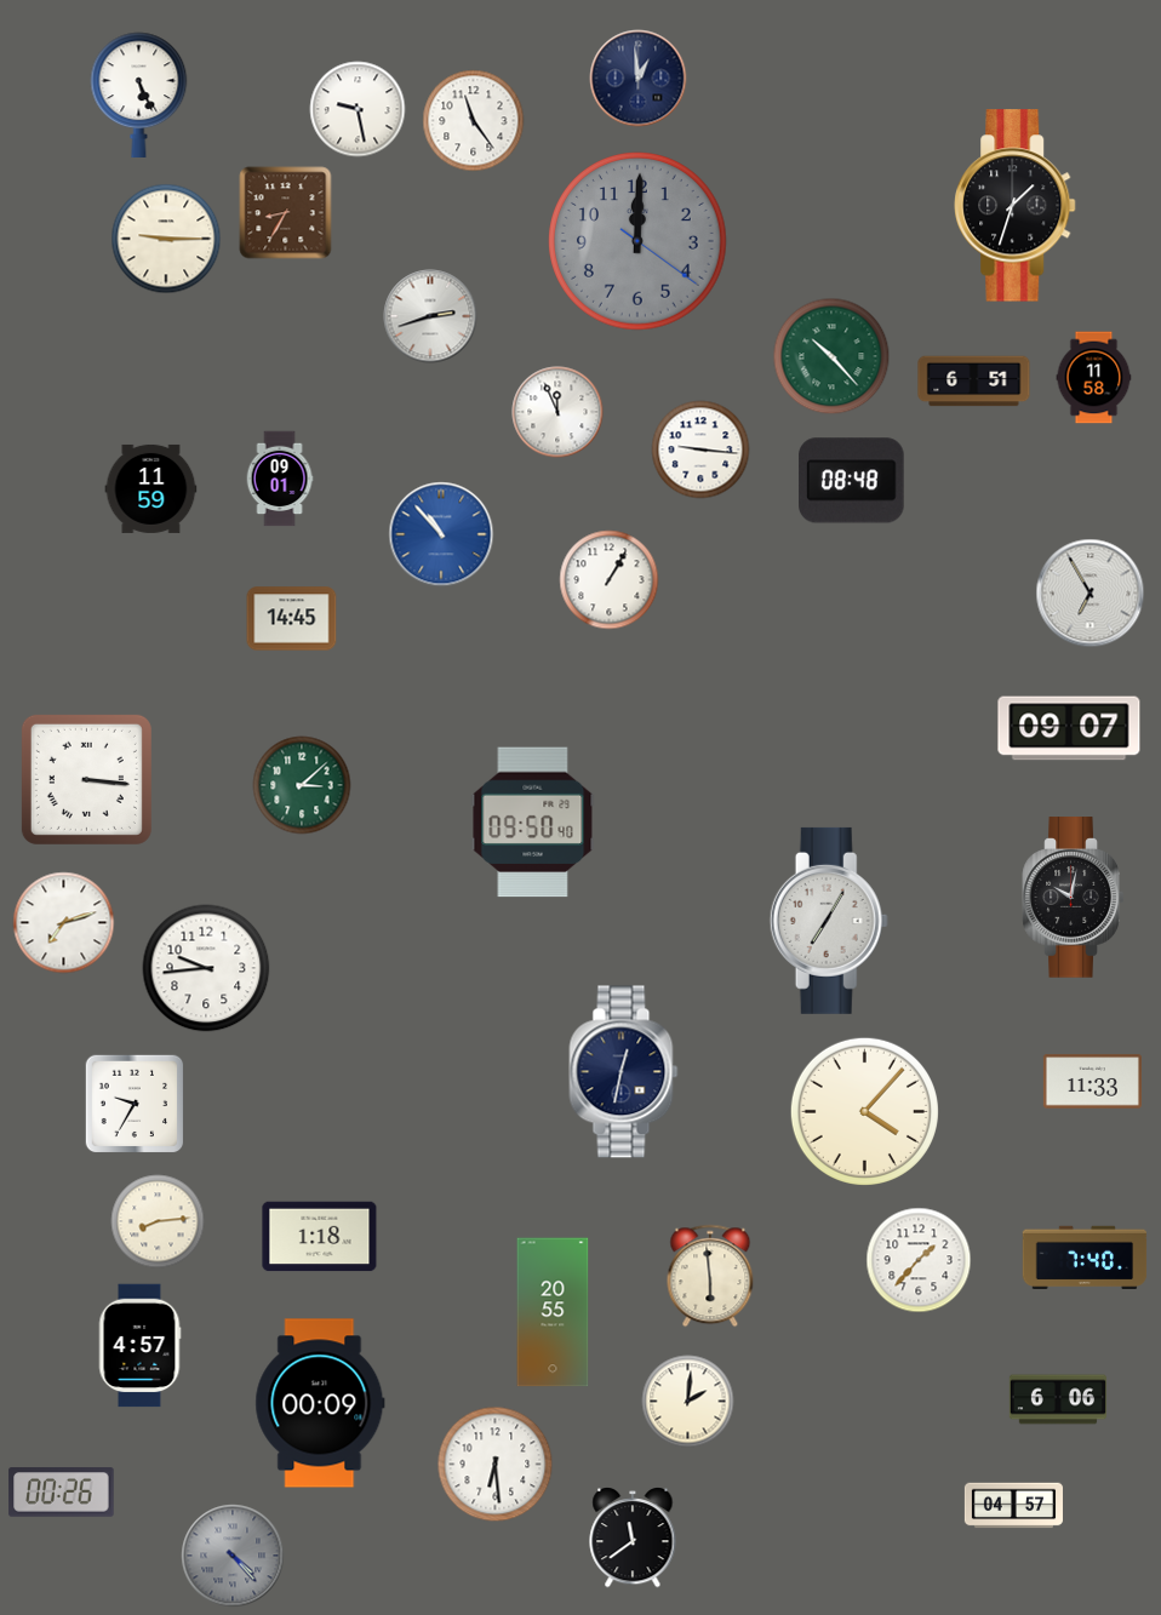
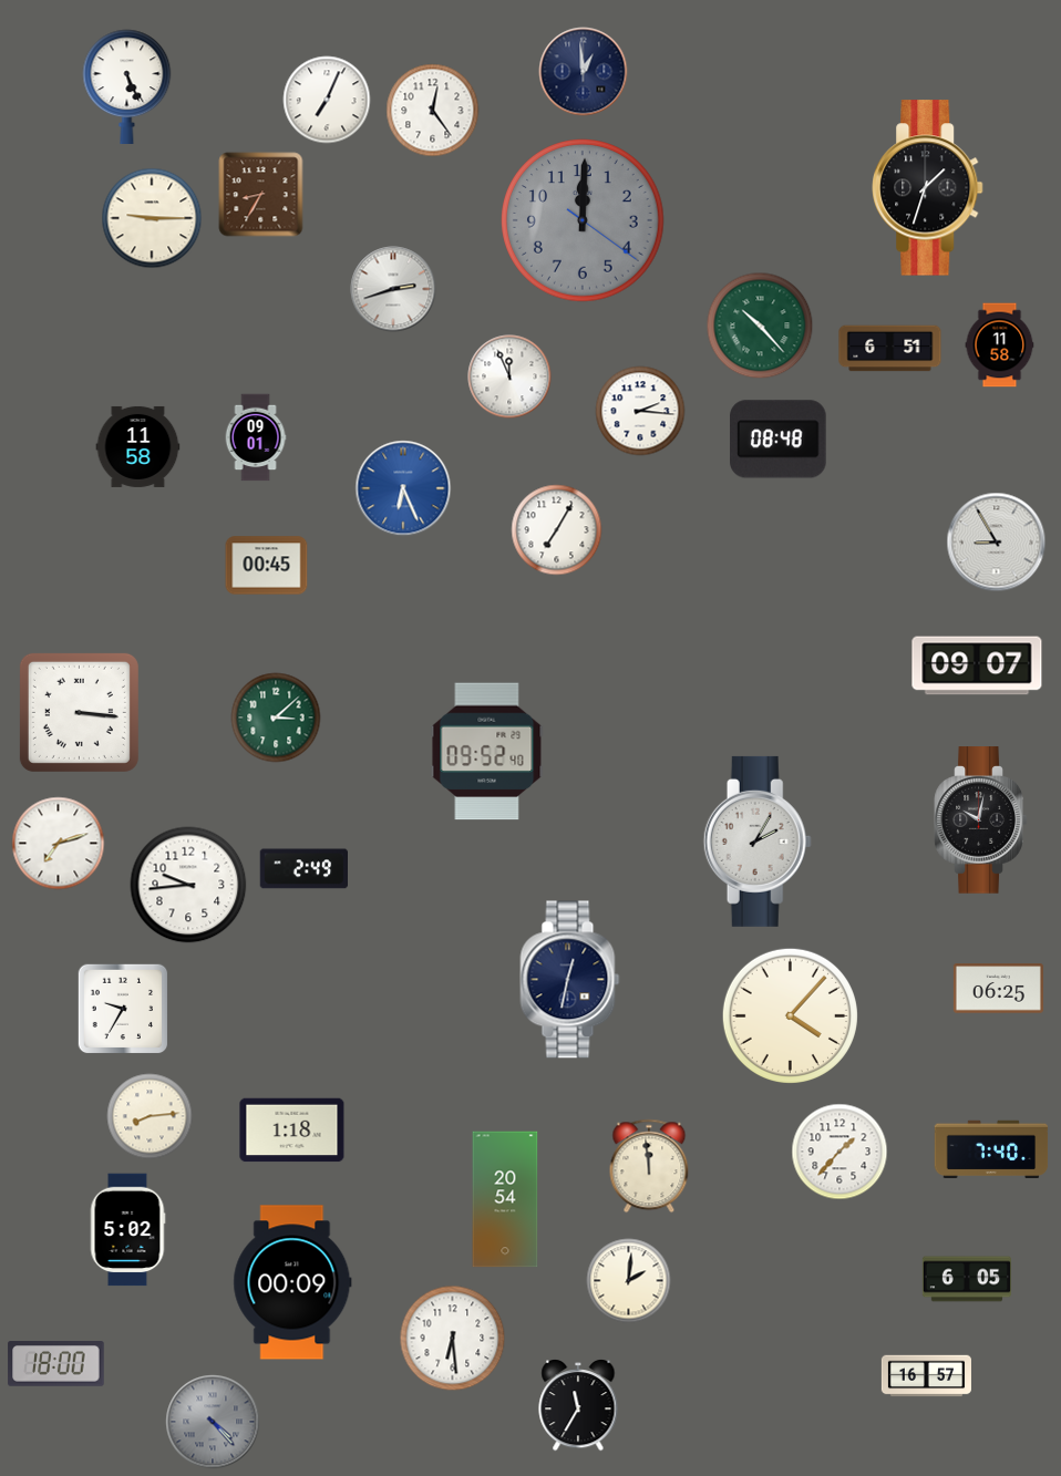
clock at (358, 109): 9:28 -> 7:04
clock at (474, 121): 11:24 -> 12:24
clock at (700, 449): 9:16 -> 2:16
clock at (151, 488): 11:59 -> 11:58
clock at (441, 534): 10:53 -> 6:26
clock at (610, 580): 1:05 -> 7:05
clock at (1091, 594): 6:55 -> 8:55
clock at (292, 619): 14:45 -> 00:45
clock at (533, 823): 09:50 -> 09:52
clock at (829, 921): 7:05 -> 2:05
clock at (303, 869): none -> 2:49
clock at (1092, 1082): 11:33 -> 06:25
clock at (158, 1221) position: (158, 1221) -> (150, 1116)
clock at (710, 1276): 5:59 -> 11:59
clock at (553, 1312): 20:55 -> 20:54
clock at (139, 1346): 4:57 -> 5:02
clock at (1057, 1399): 6:06 -> 6:05
clock at (62, 1493): 00:26 -> 18:00
clock at (1013, 1506): 04:57 -> 16:57
clock at (633, 1539): 11:39 -> 11:35
